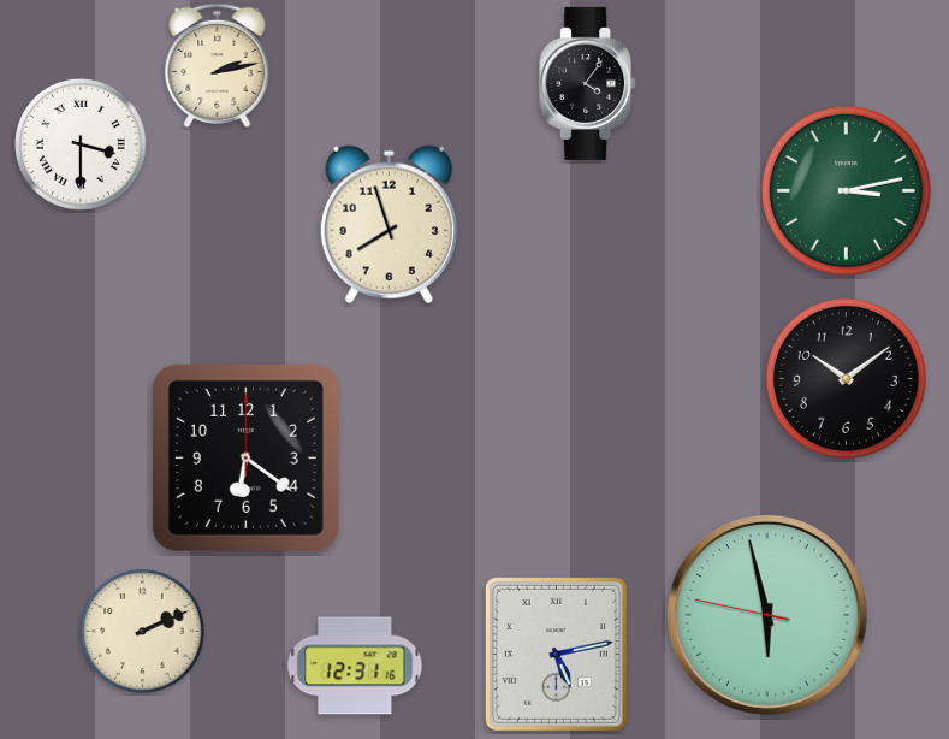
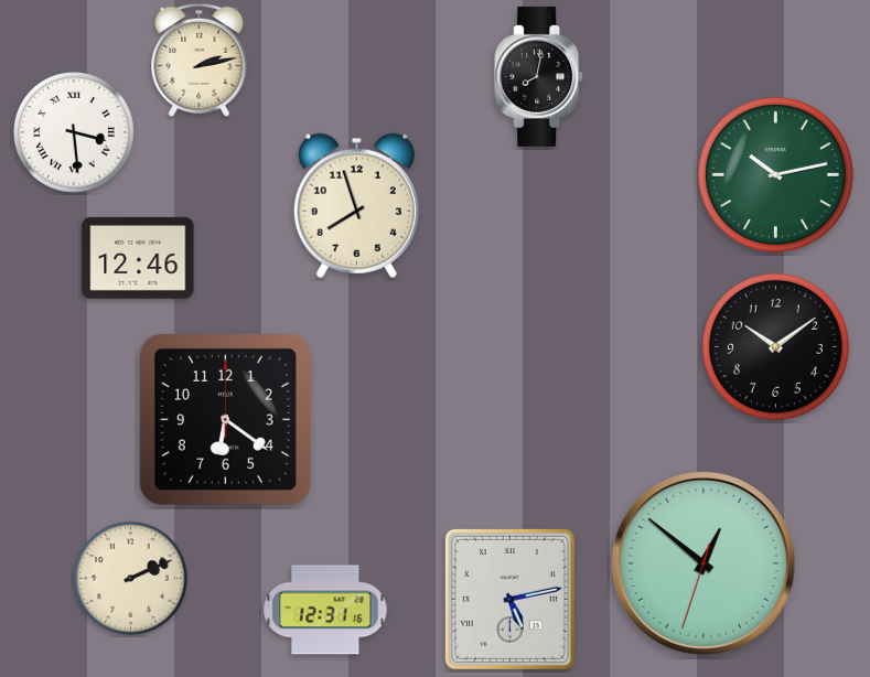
clock at (588, 83): 4:06 -> 8:02
clock at (82, 146): 3:30 -> 3:29
clock at (846, 190): 3:13 -> 10:13
clock at (138, 258): none -> 12:46
clock at (767, 615): 5:57 -> 12:51
